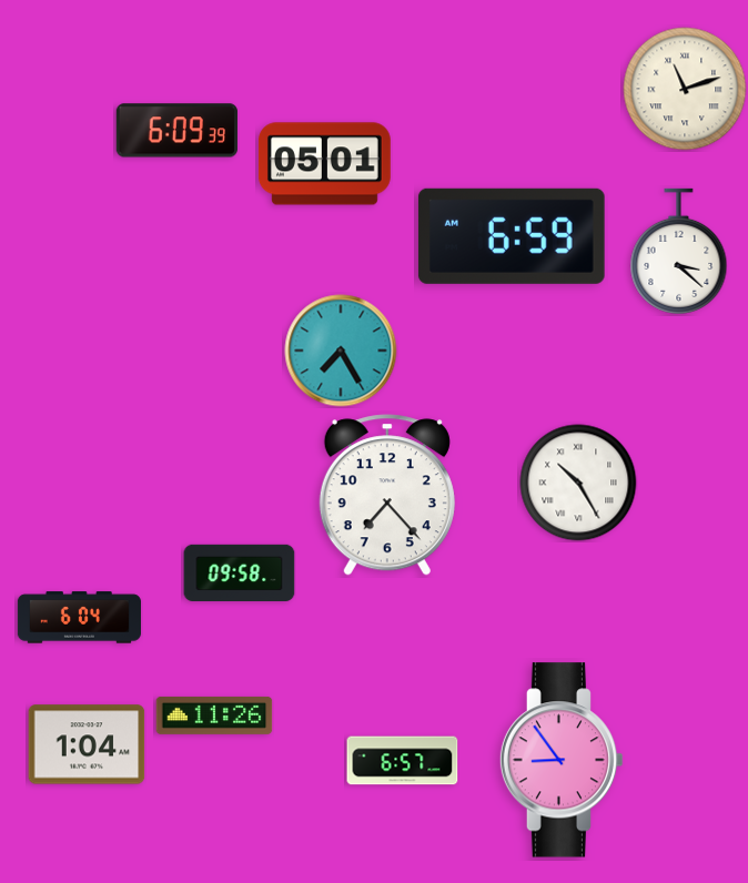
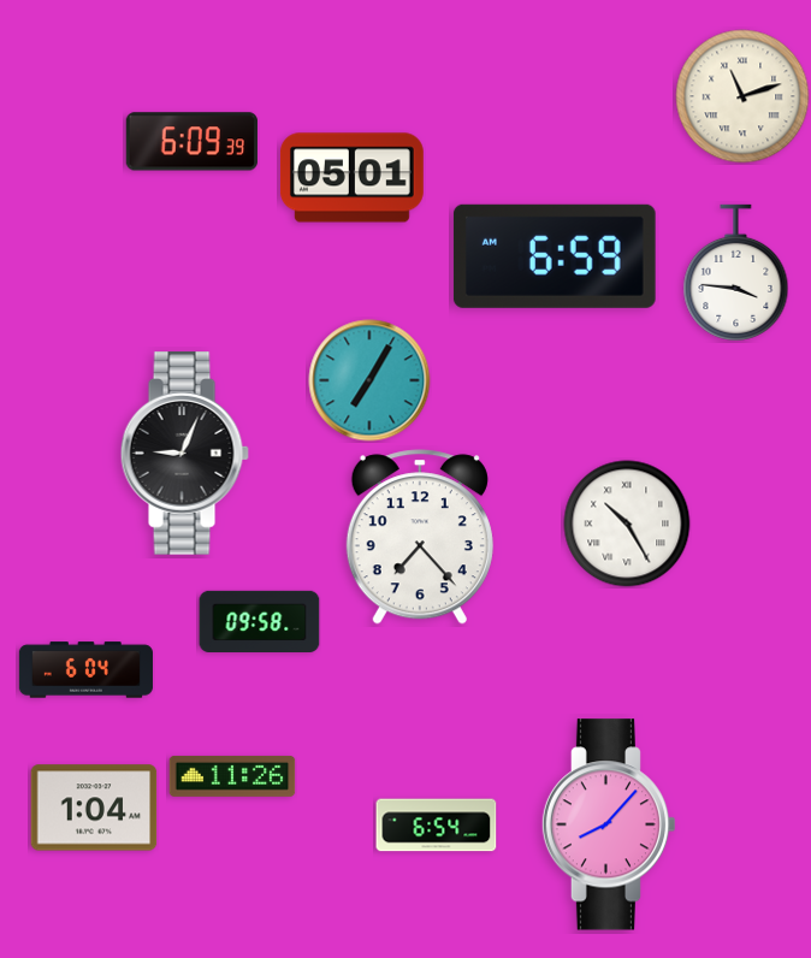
clock at (679, 251): 3:22 -> 3:46
clock at (341, 351): 7:25 -> 7:05
clock at (184, 454): none -> 9:04
clock at (562, 760): 8:54 -> 8:07
clock at (403, 761): 6:57 -> 6:54
